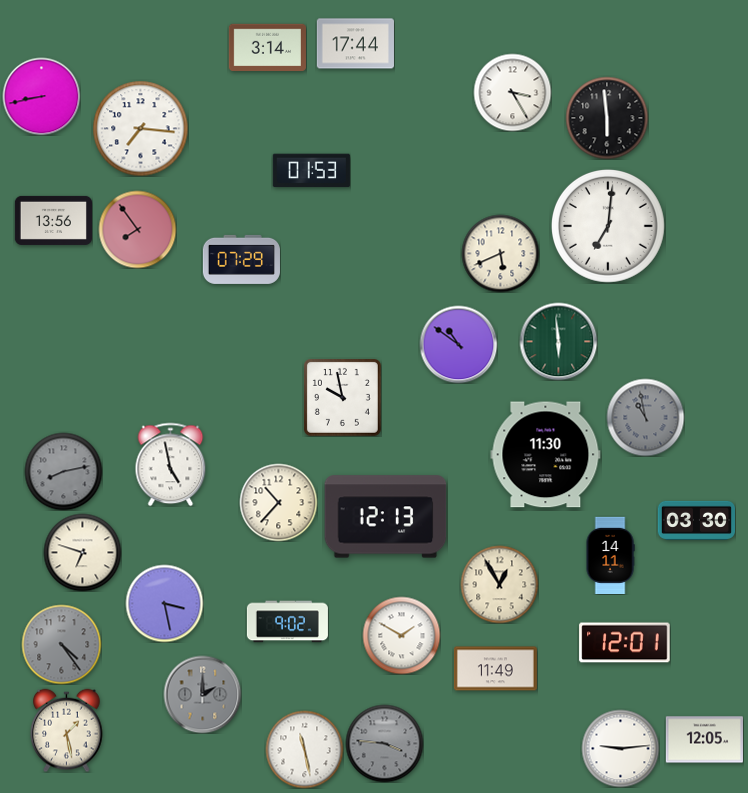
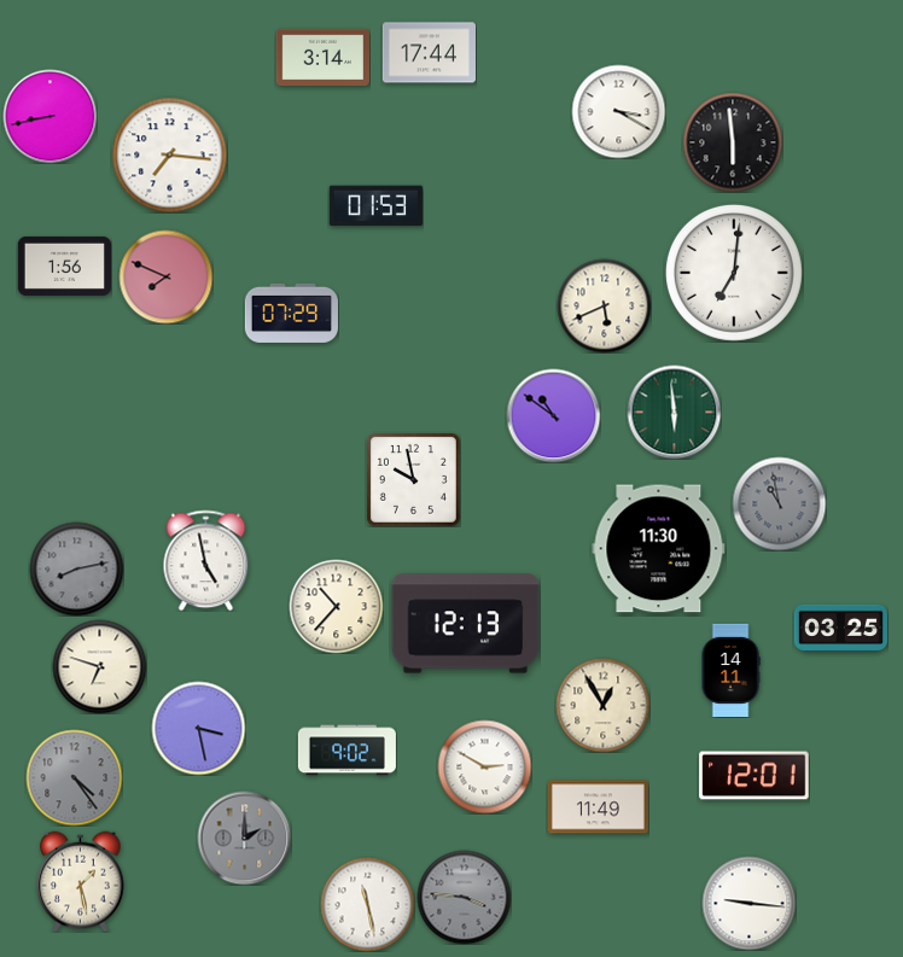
clock at (512, 92): 3:25 -> 3:20
clock at (53, 220): 13:56 -> 1:56
clock at (137, 229): 7:54 -> 7:49
clock at (696, 520): 03:30 -> 03:25
clock at (610, 555) position: (610, 555) -> (730, 670)
clock at (401, 635): 1:50 -> 2:50
clock at (704, 740): 12:05 -> none
clock at (620, 748): 9:14 -> 9:16
